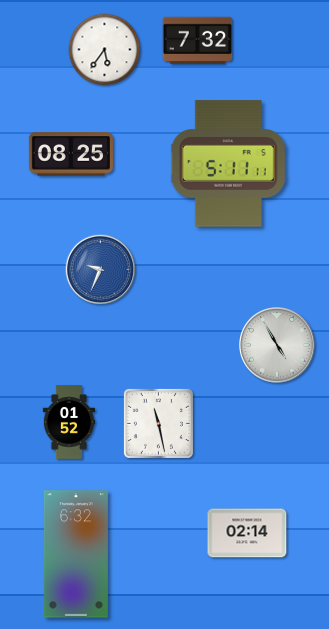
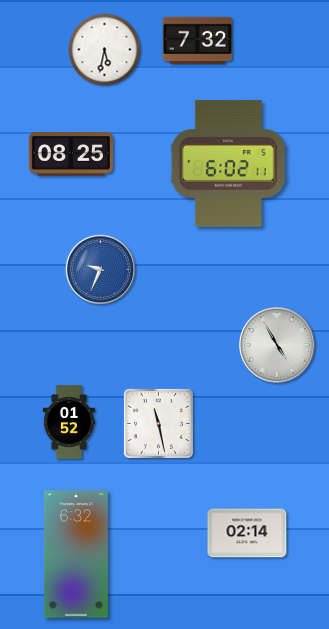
clock at (105, 50): 5:36 -> 5:32
clock at (228, 164): 5:11 -> 6:02
